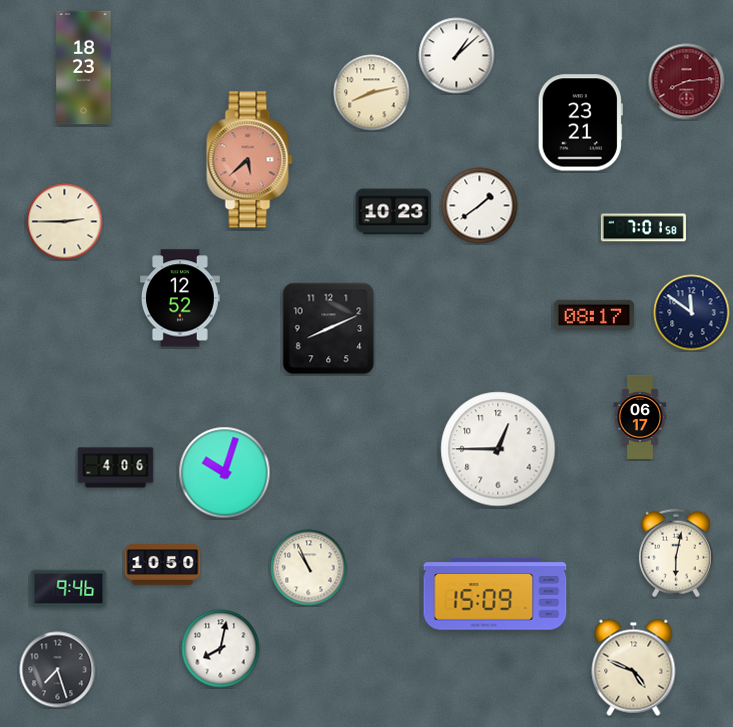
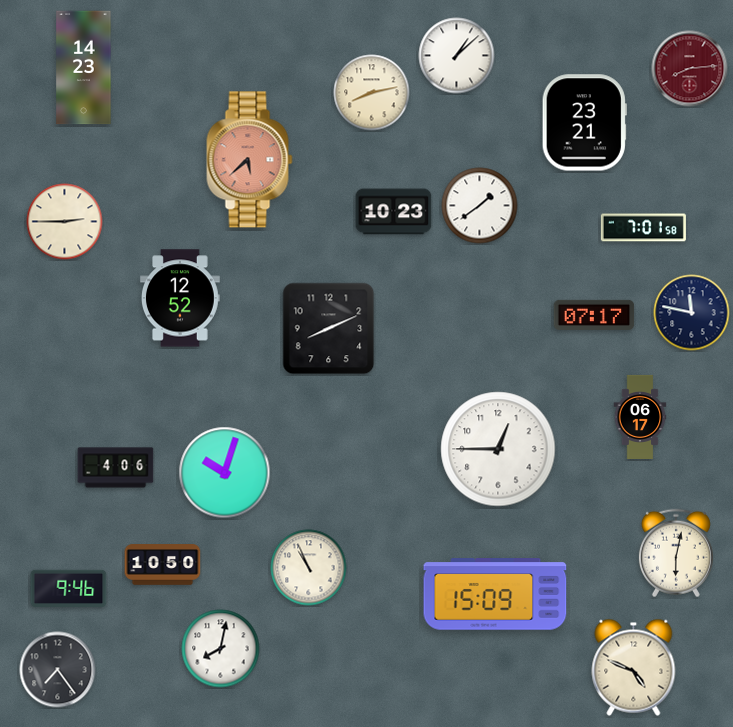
clock at (84, 68): 18:23 -> 14:23
clock at (687, 82) position: (687, 82) -> (690, 69)
clock at (580, 123) position: (580, 123) -> (584, 123)
clock at (692, 313): 11:51 -> 11:47
clock at (594, 315): 08:17 -> 07:17
clock at (58, 670): 7:27 -> 7:24
